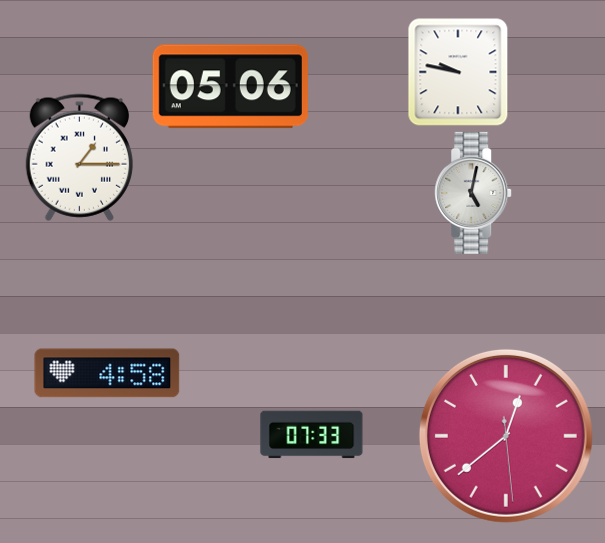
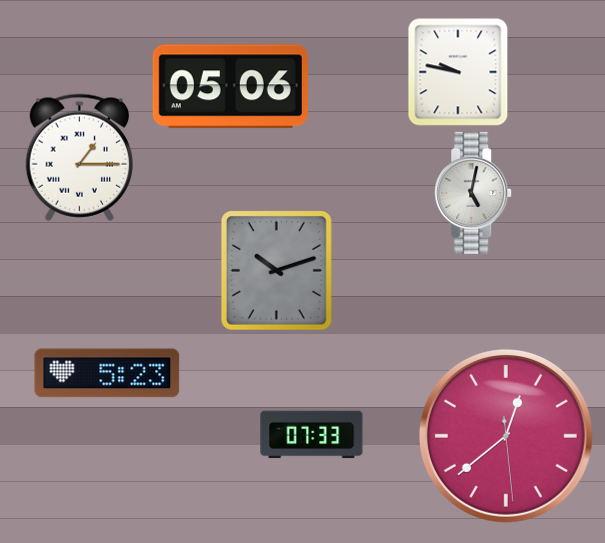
clock at (276, 271): none -> 10:12
clock at (107, 373): 4:58 -> 5:23
